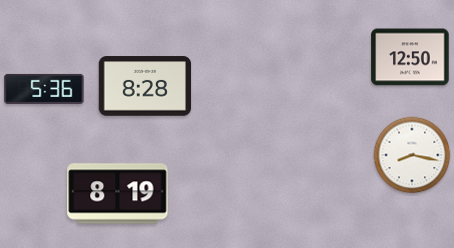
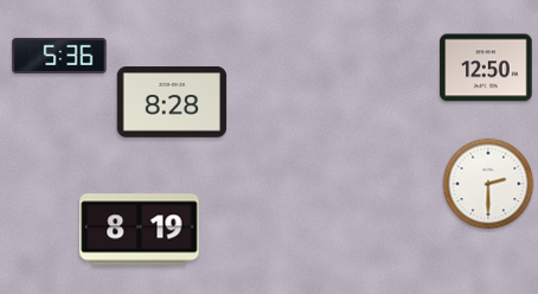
clock at (44, 89) position: (44, 89) -> (59, 56)
clock at (412, 155): 8:17 -> 2:30
